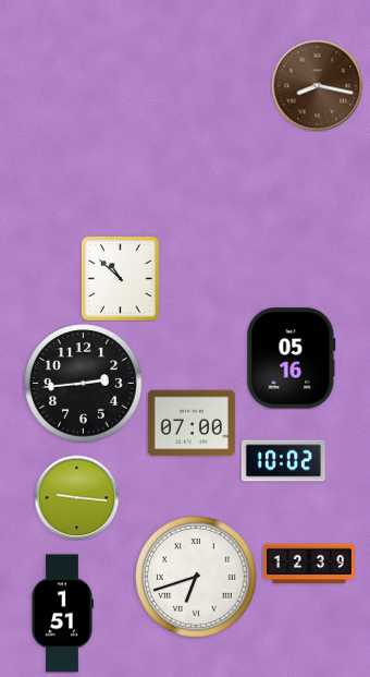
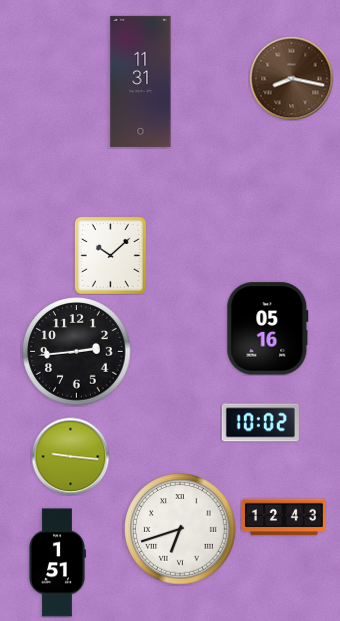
clock at (141, 81): none -> 11:31
clock at (120, 278): 10:52 -> 10:08
clock at (192, 423): 07:00 -> none
clock at (310, 564): 12:39 -> 12:43
